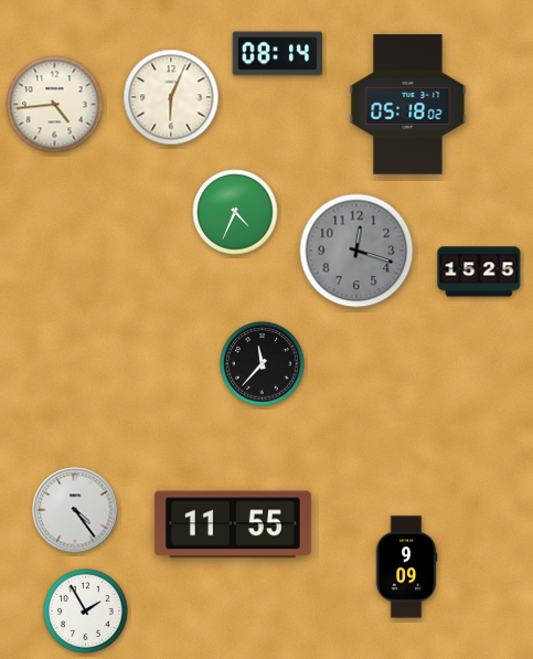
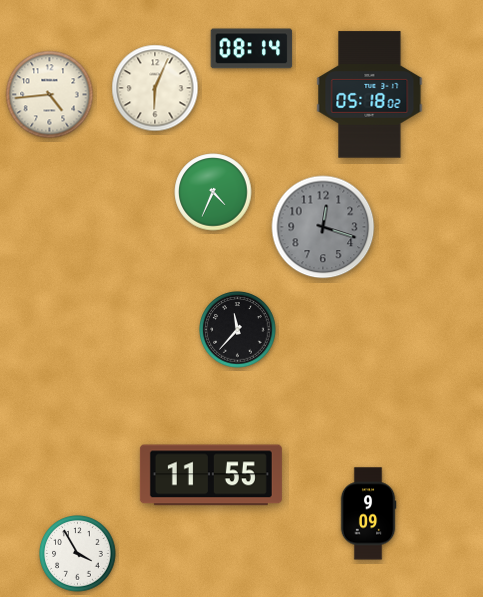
clock at (479, 272): 15:25 -> none
clock at (75, 510): 4:24 -> none
clock at (86, 612): 1:55 -> 3:55
